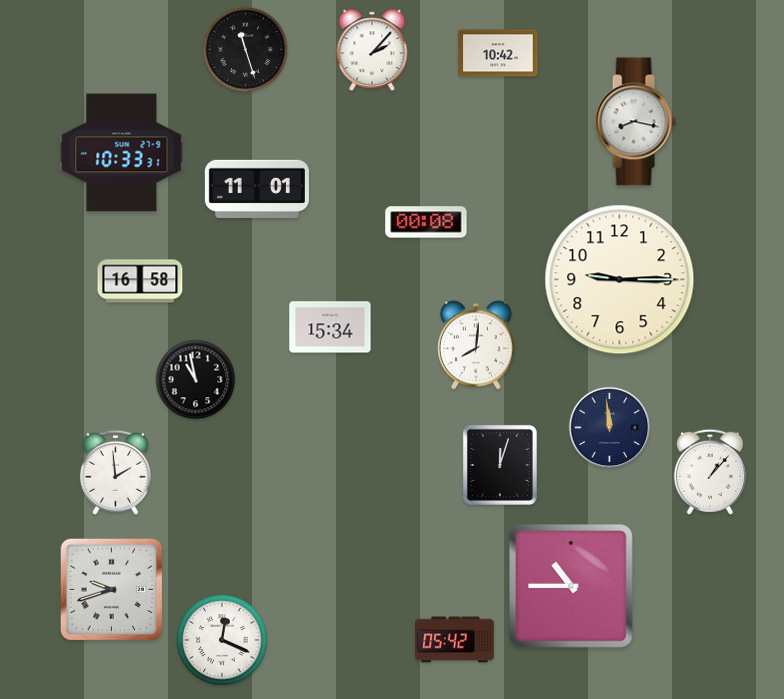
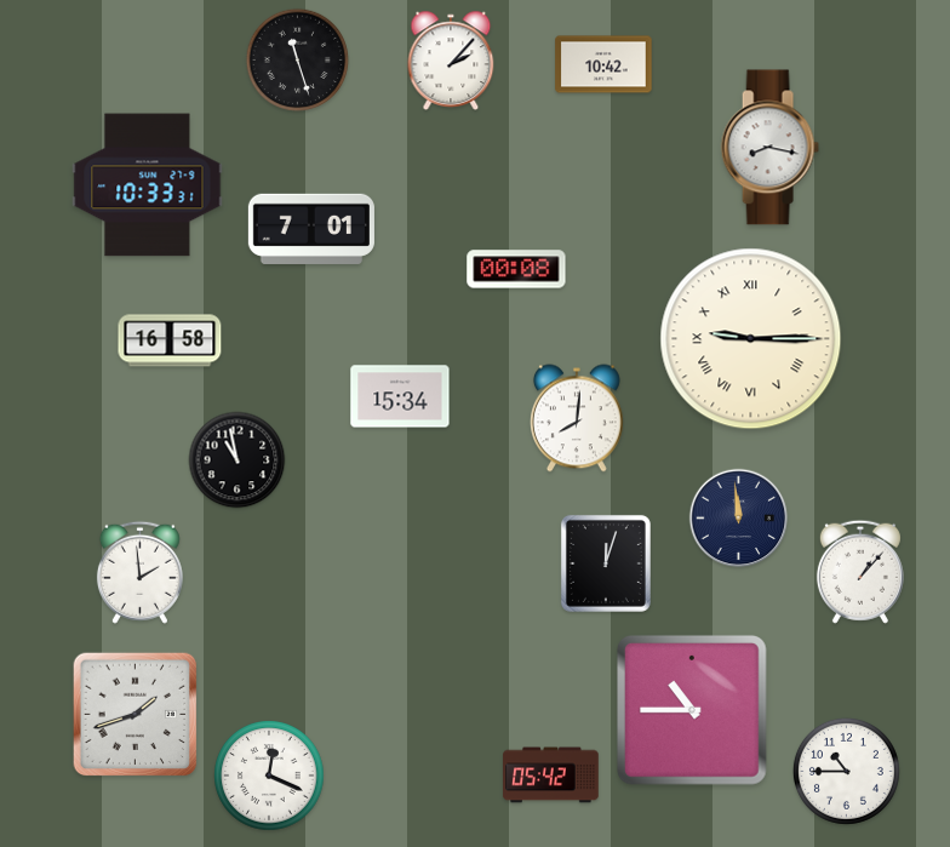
clock at (257, 189): 11:01 -> 7:01
clock at (620, 280) numerals: Arabic -> Roman
clock at (112, 590): 9:42 -> 1:42
clock at (846, 771): none -> 10:45
